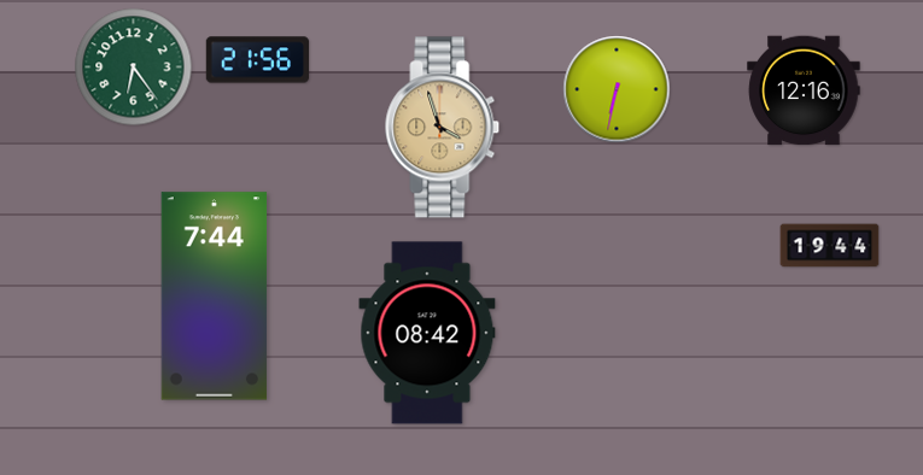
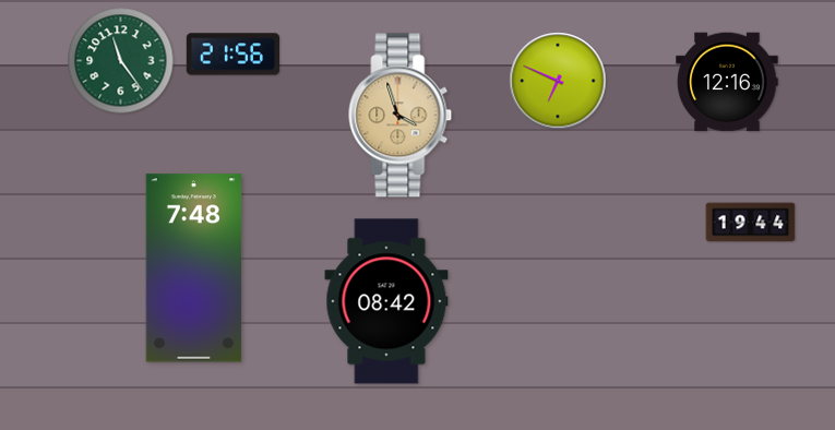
clock at (134, 68): 6:24 -> 11:24
clock at (617, 89): 6:32 -> 6:49
clock at (215, 297): 7:44 -> 7:48
